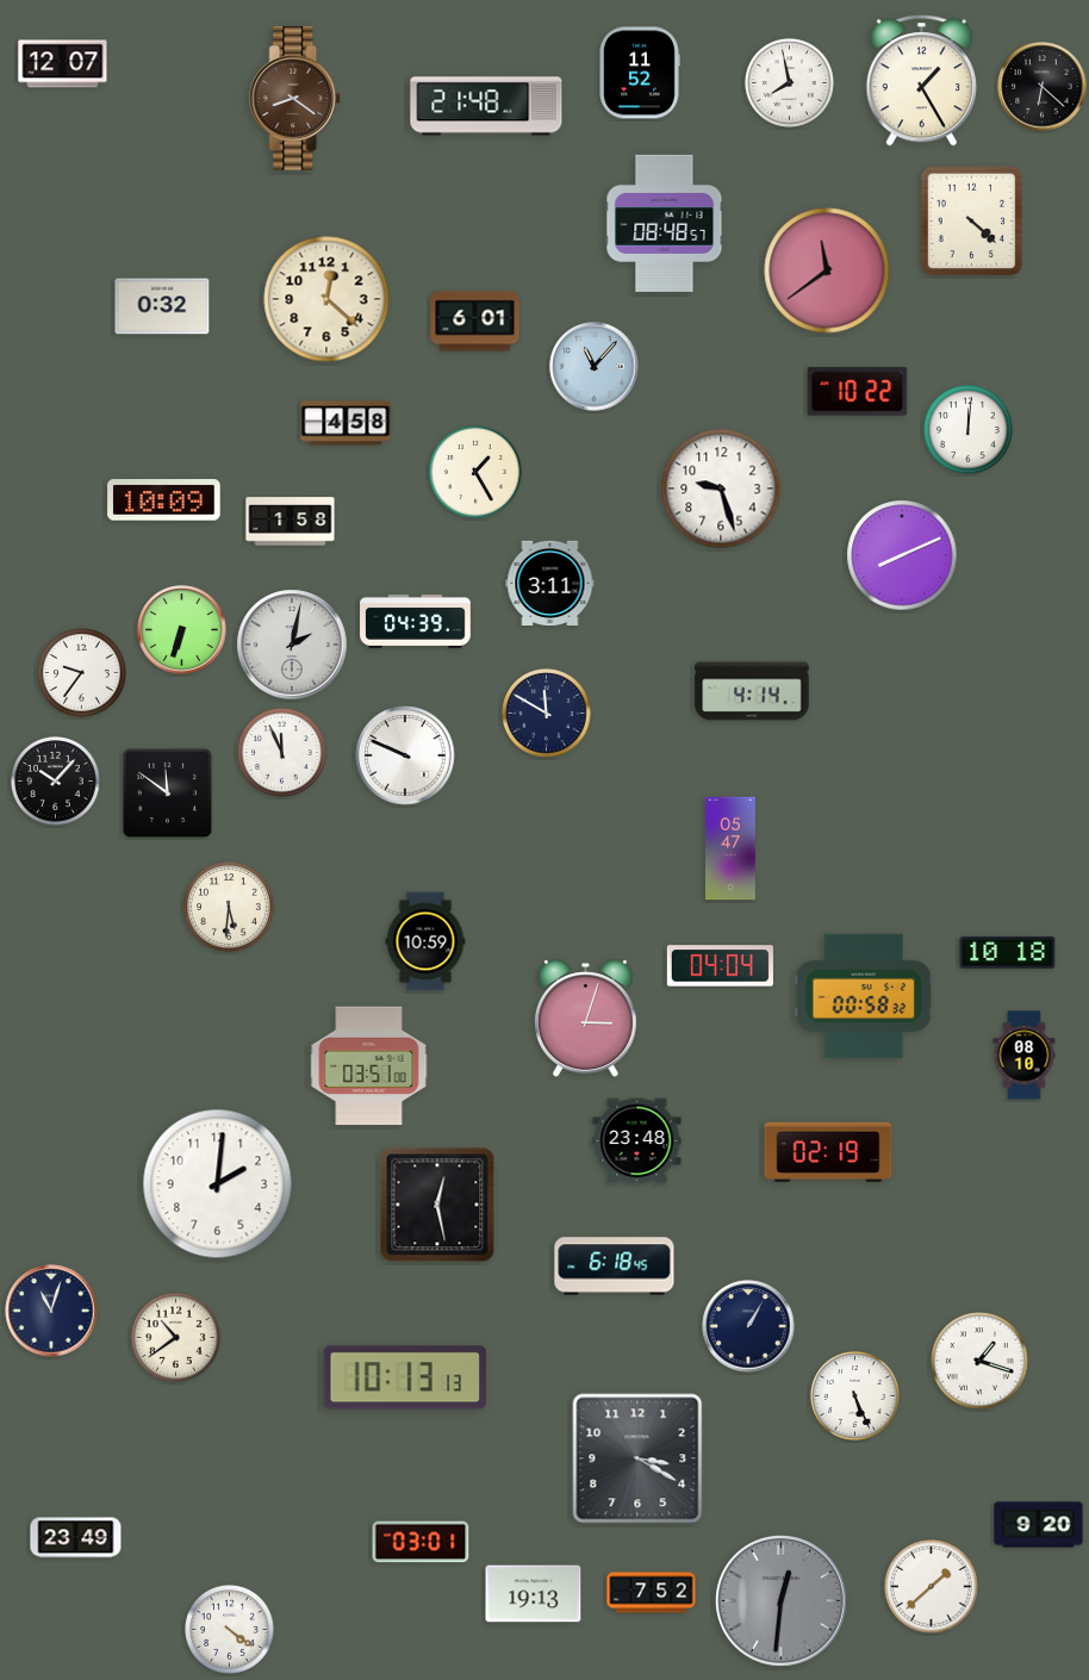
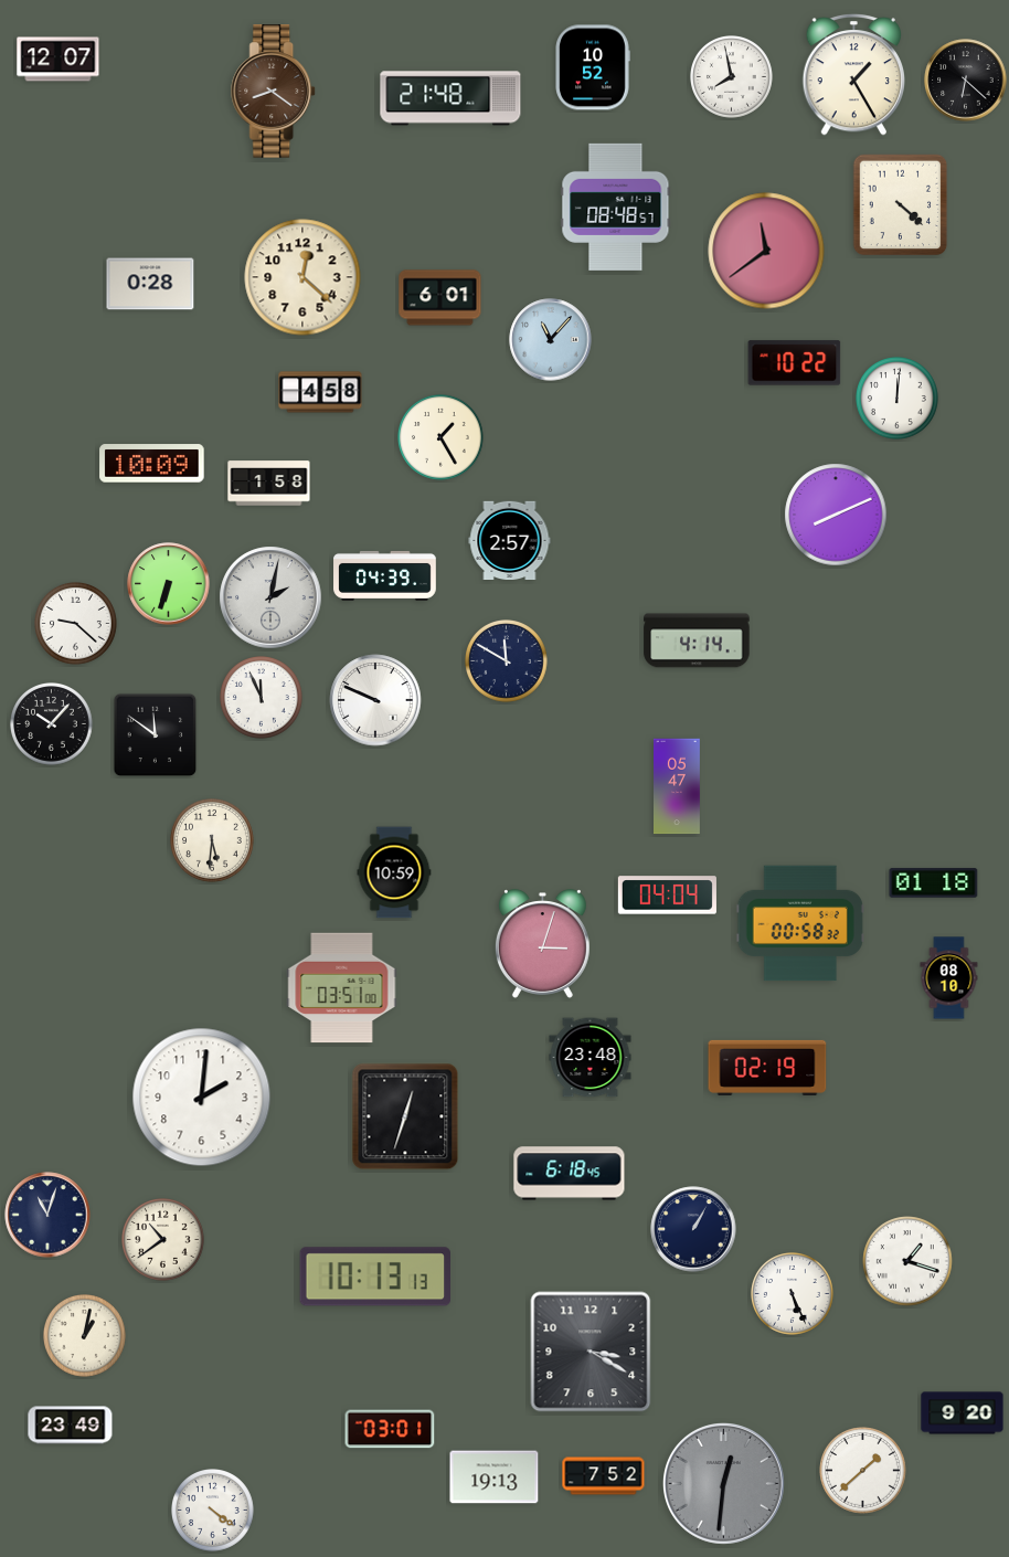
clock at (640, 73): 11:52 -> 10:52
clock at (162, 306): 0:32 -> 0:28
clock at (721, 489): 9:27 -> none
clock at (550, 583): 3:11 -> 2:57
clock at (82, 673): 9:36 -> 9:22
clock at (1008, 953): 10:18 -> 01:18
clock at (437, 1205): 12:28 -> 12:33
clock at (85, 1336): none -> 1:02
